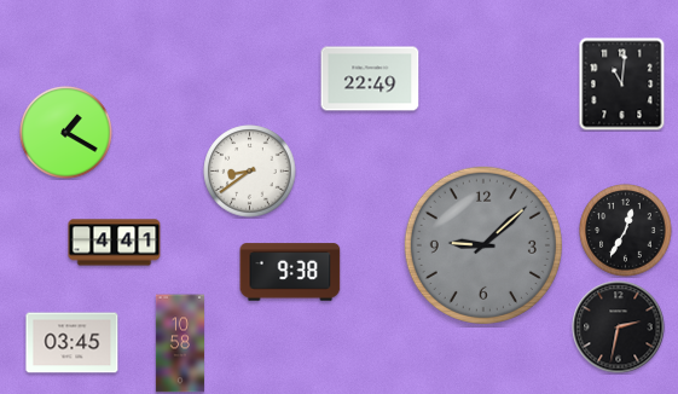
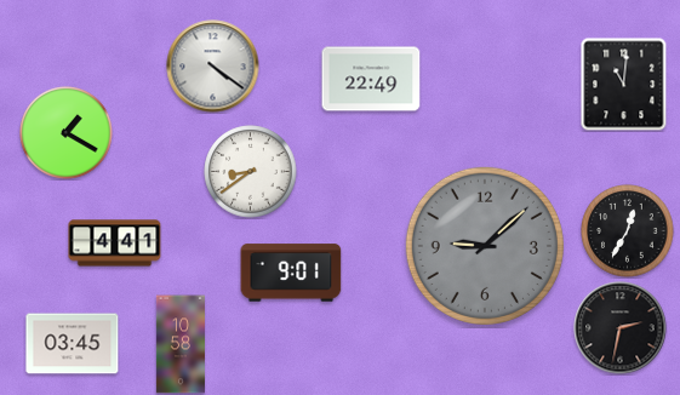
clock at (213, 67): none -> 4:21
clock at (290, 272): 9:38 -> 9:01
